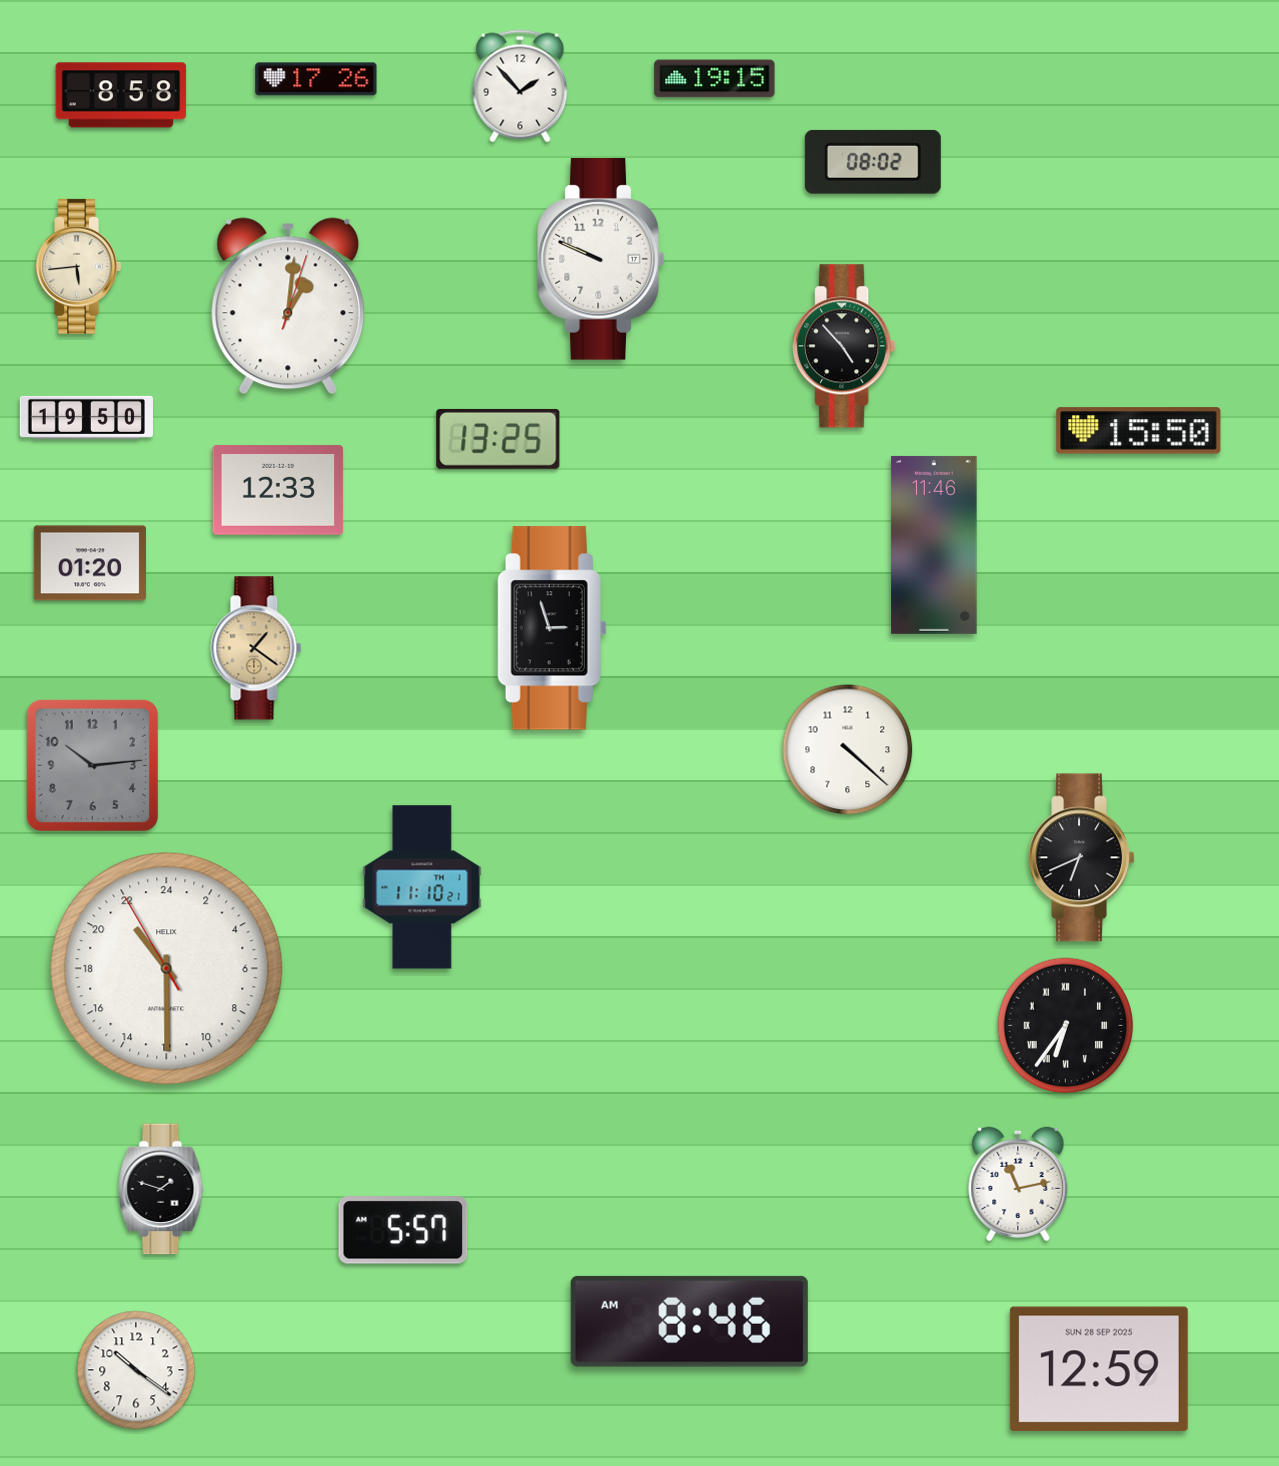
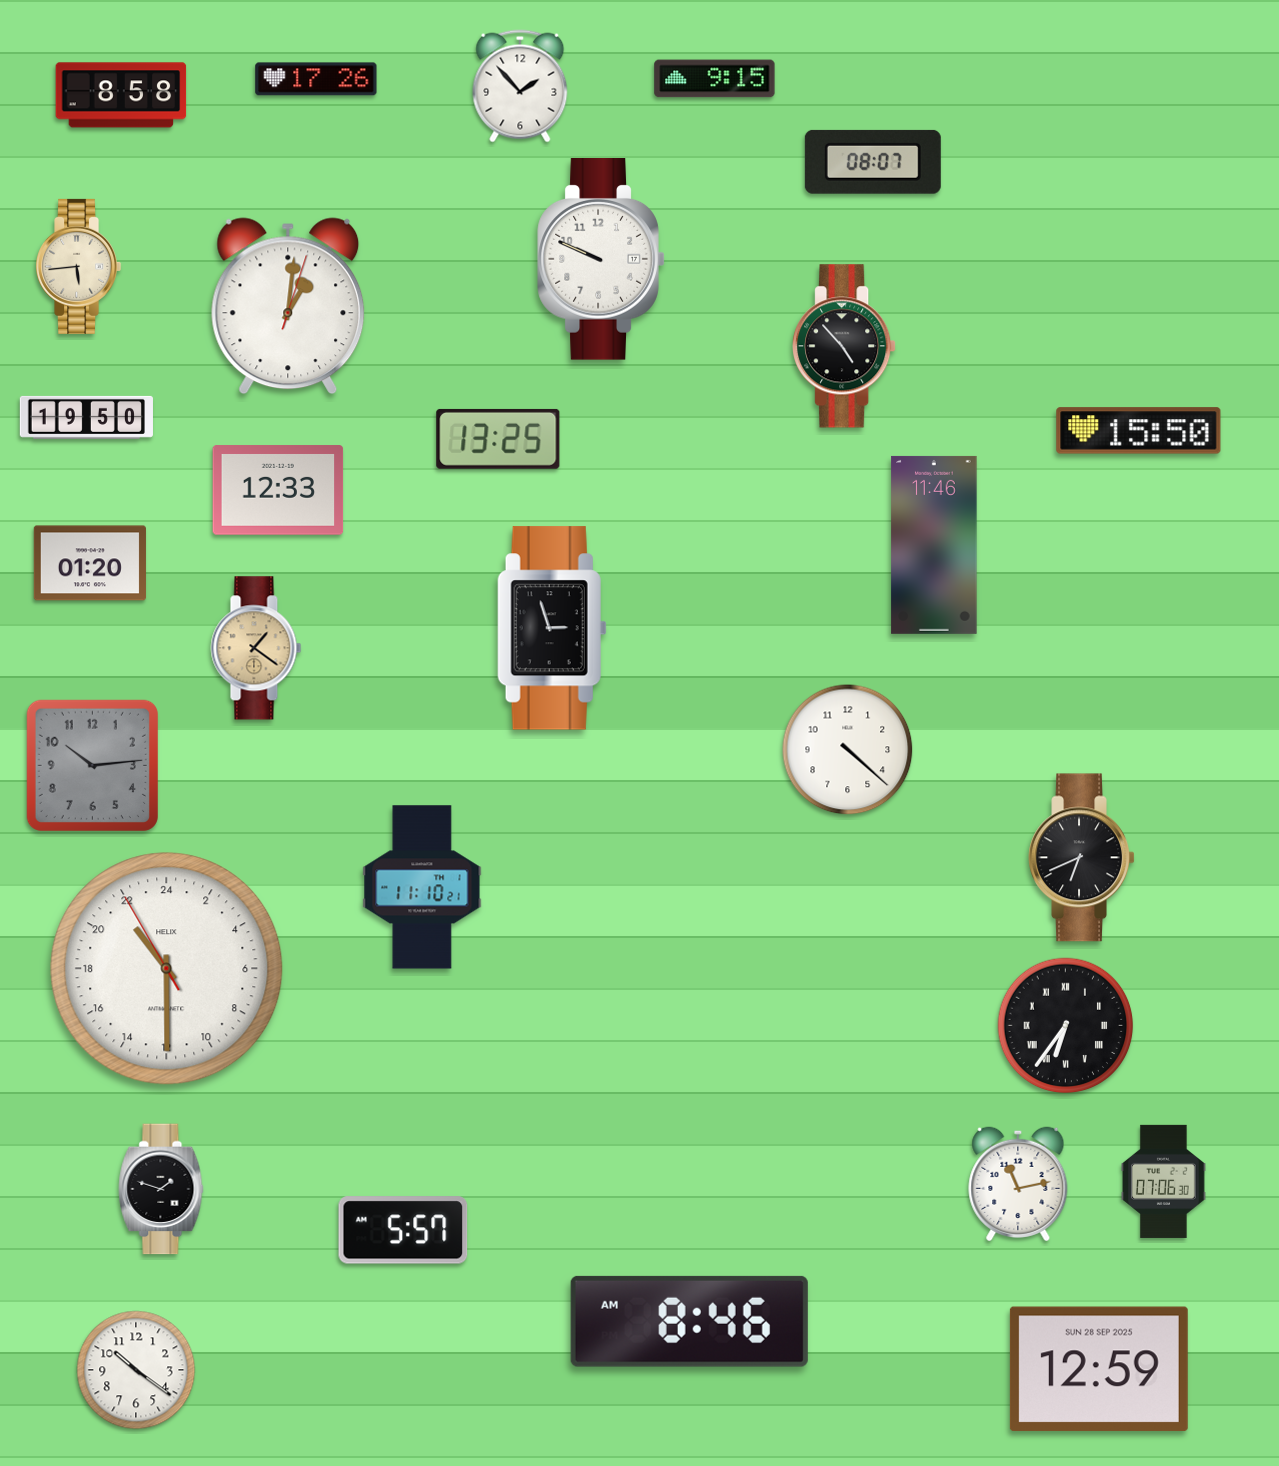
clock at (715, 79): 19:15 -> 9:15
clock at (873, 162): 08:02 -> 08:07
clock at (1164, 1181): none -> 07:06
